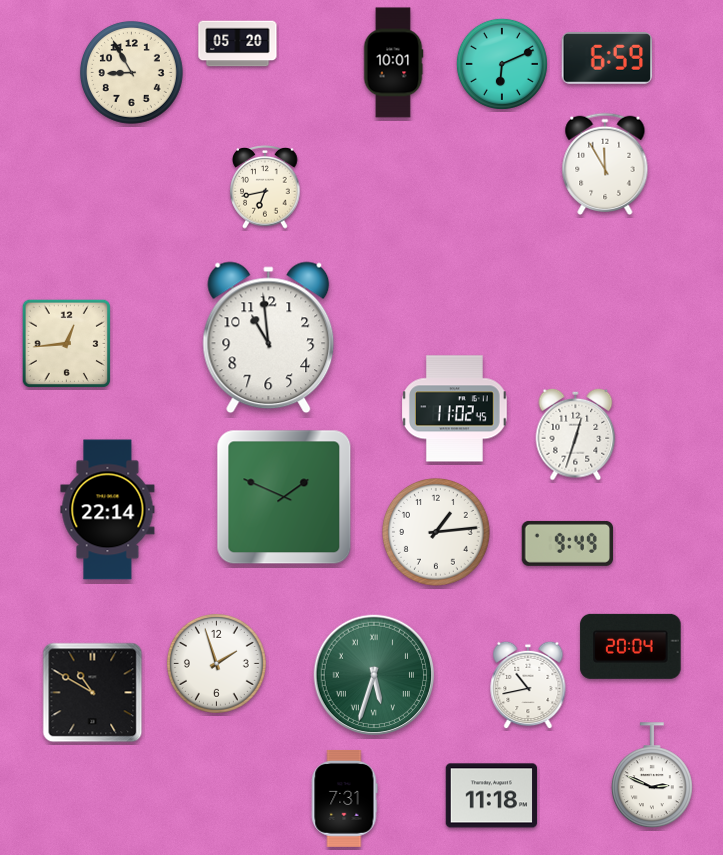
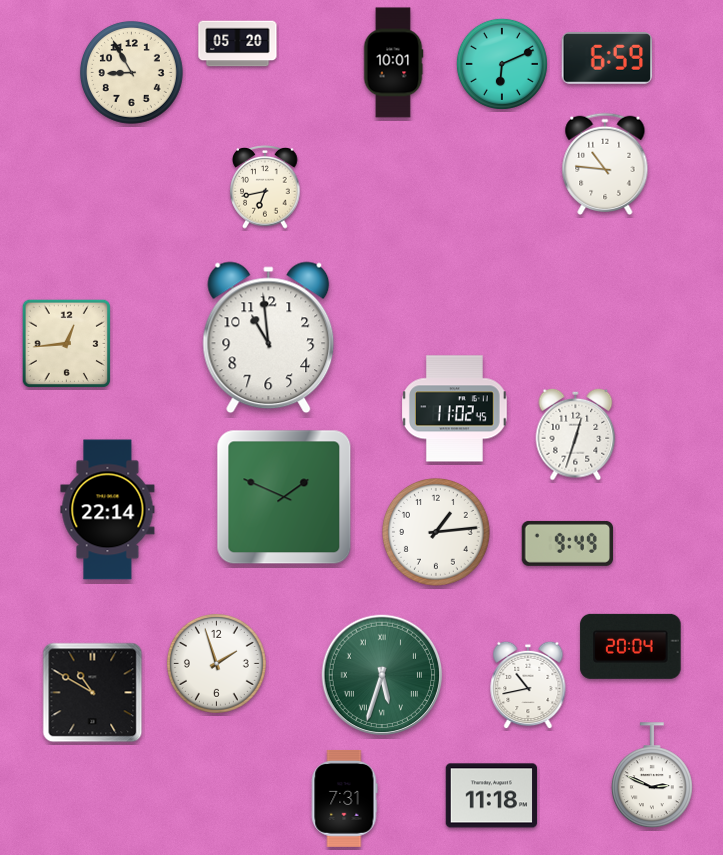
clock at (605, 164): 11:55 -> 10:46
clock at (374, 675) position: (374, 675) -> (382, 675)
